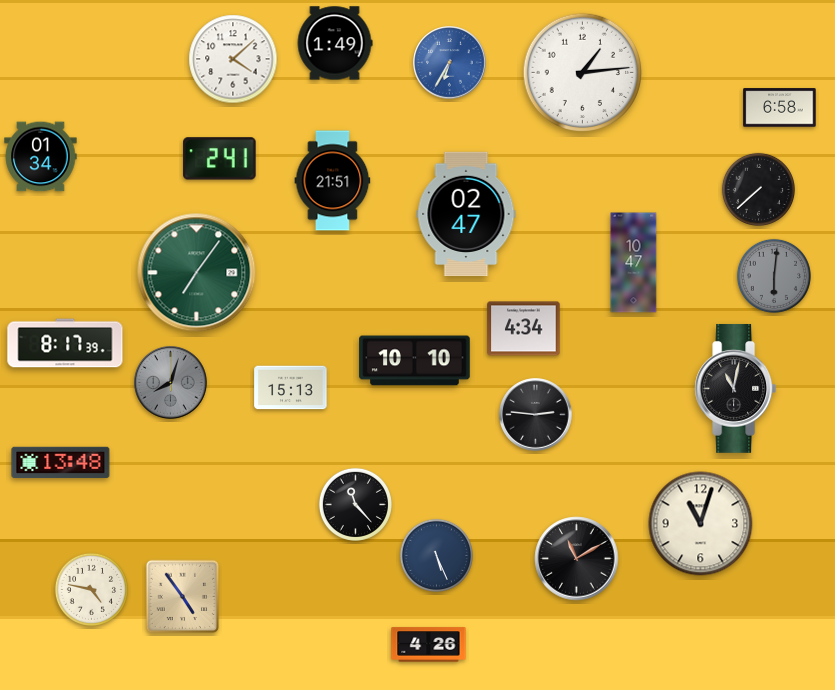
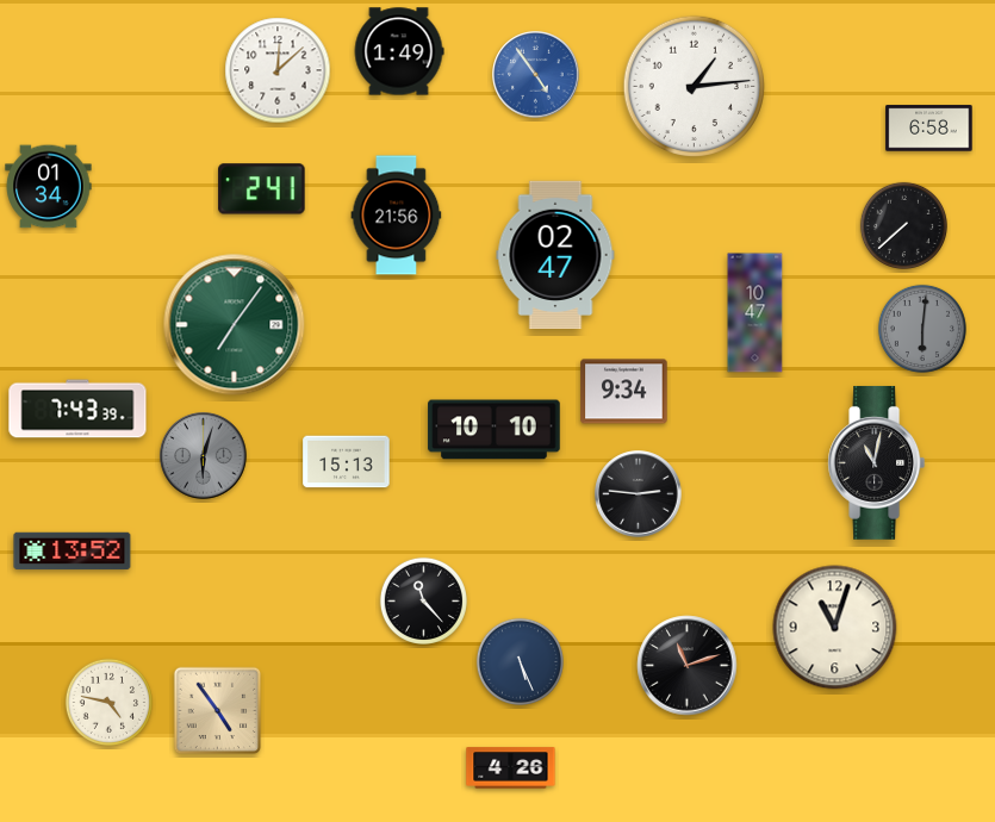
clock at (233, 59): 4:08 -> 12:08
clock at (450, 63): 6:35 -> 4:54
clock at (333, 181): 21:51 -> 21:56
clock at (524, 329): 4:34 -> 9:34
clock at (65, 343): 8:17 -> 7:43
clock at (171, 383): 8:03 -> 6:03
clock at (61, 463): 13:48 -> 13:52
clock at (701, 524) position: (701, 524) -> (835, 628)
clock at (577, 559): 11:10 -> 11:12
